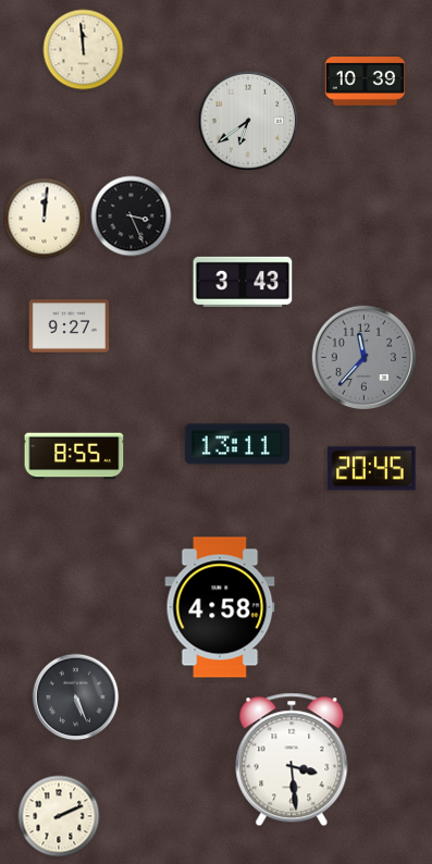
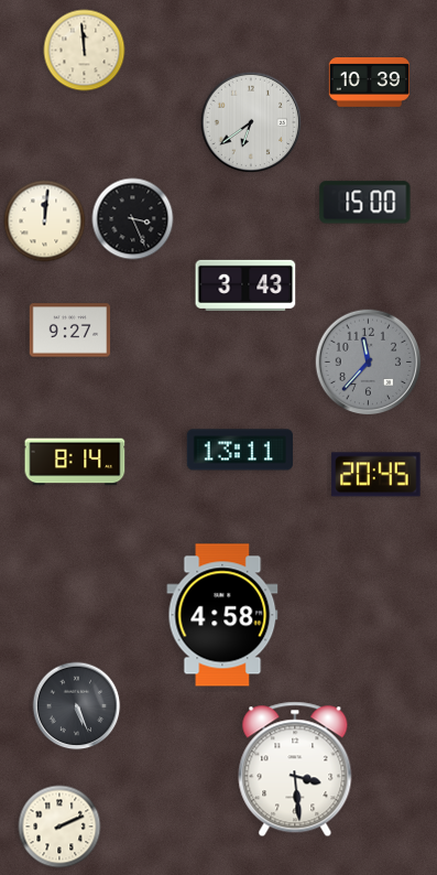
clock at (365, 203): none -> 15:00
clock at (74, 456): 8:55 -> 8:14
